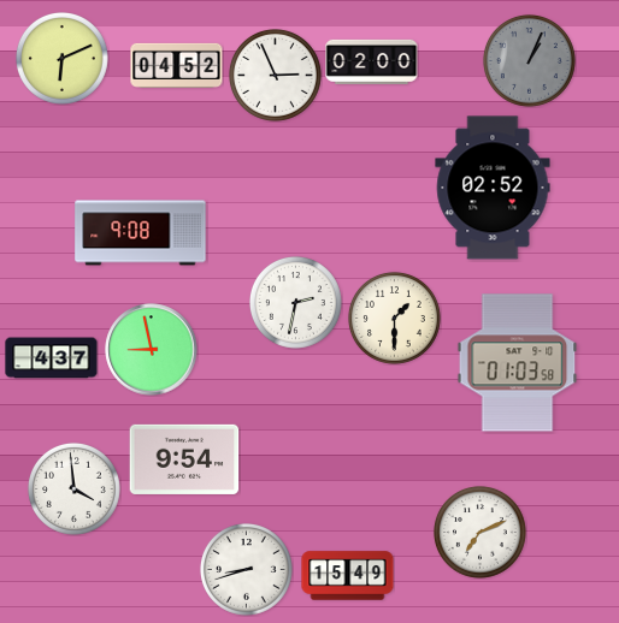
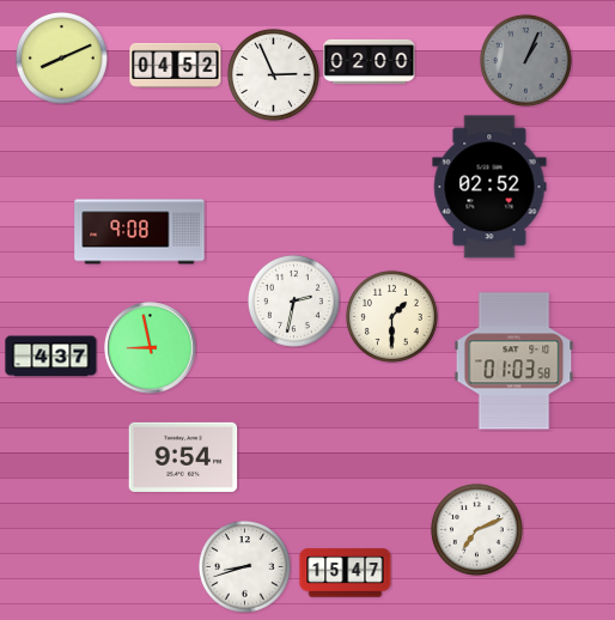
clock at (61, 58): 6:11 -> 8:11
clock at (73, 488): 3:59 -> none
clock at (348, 576): 15:49 -> 15:47
